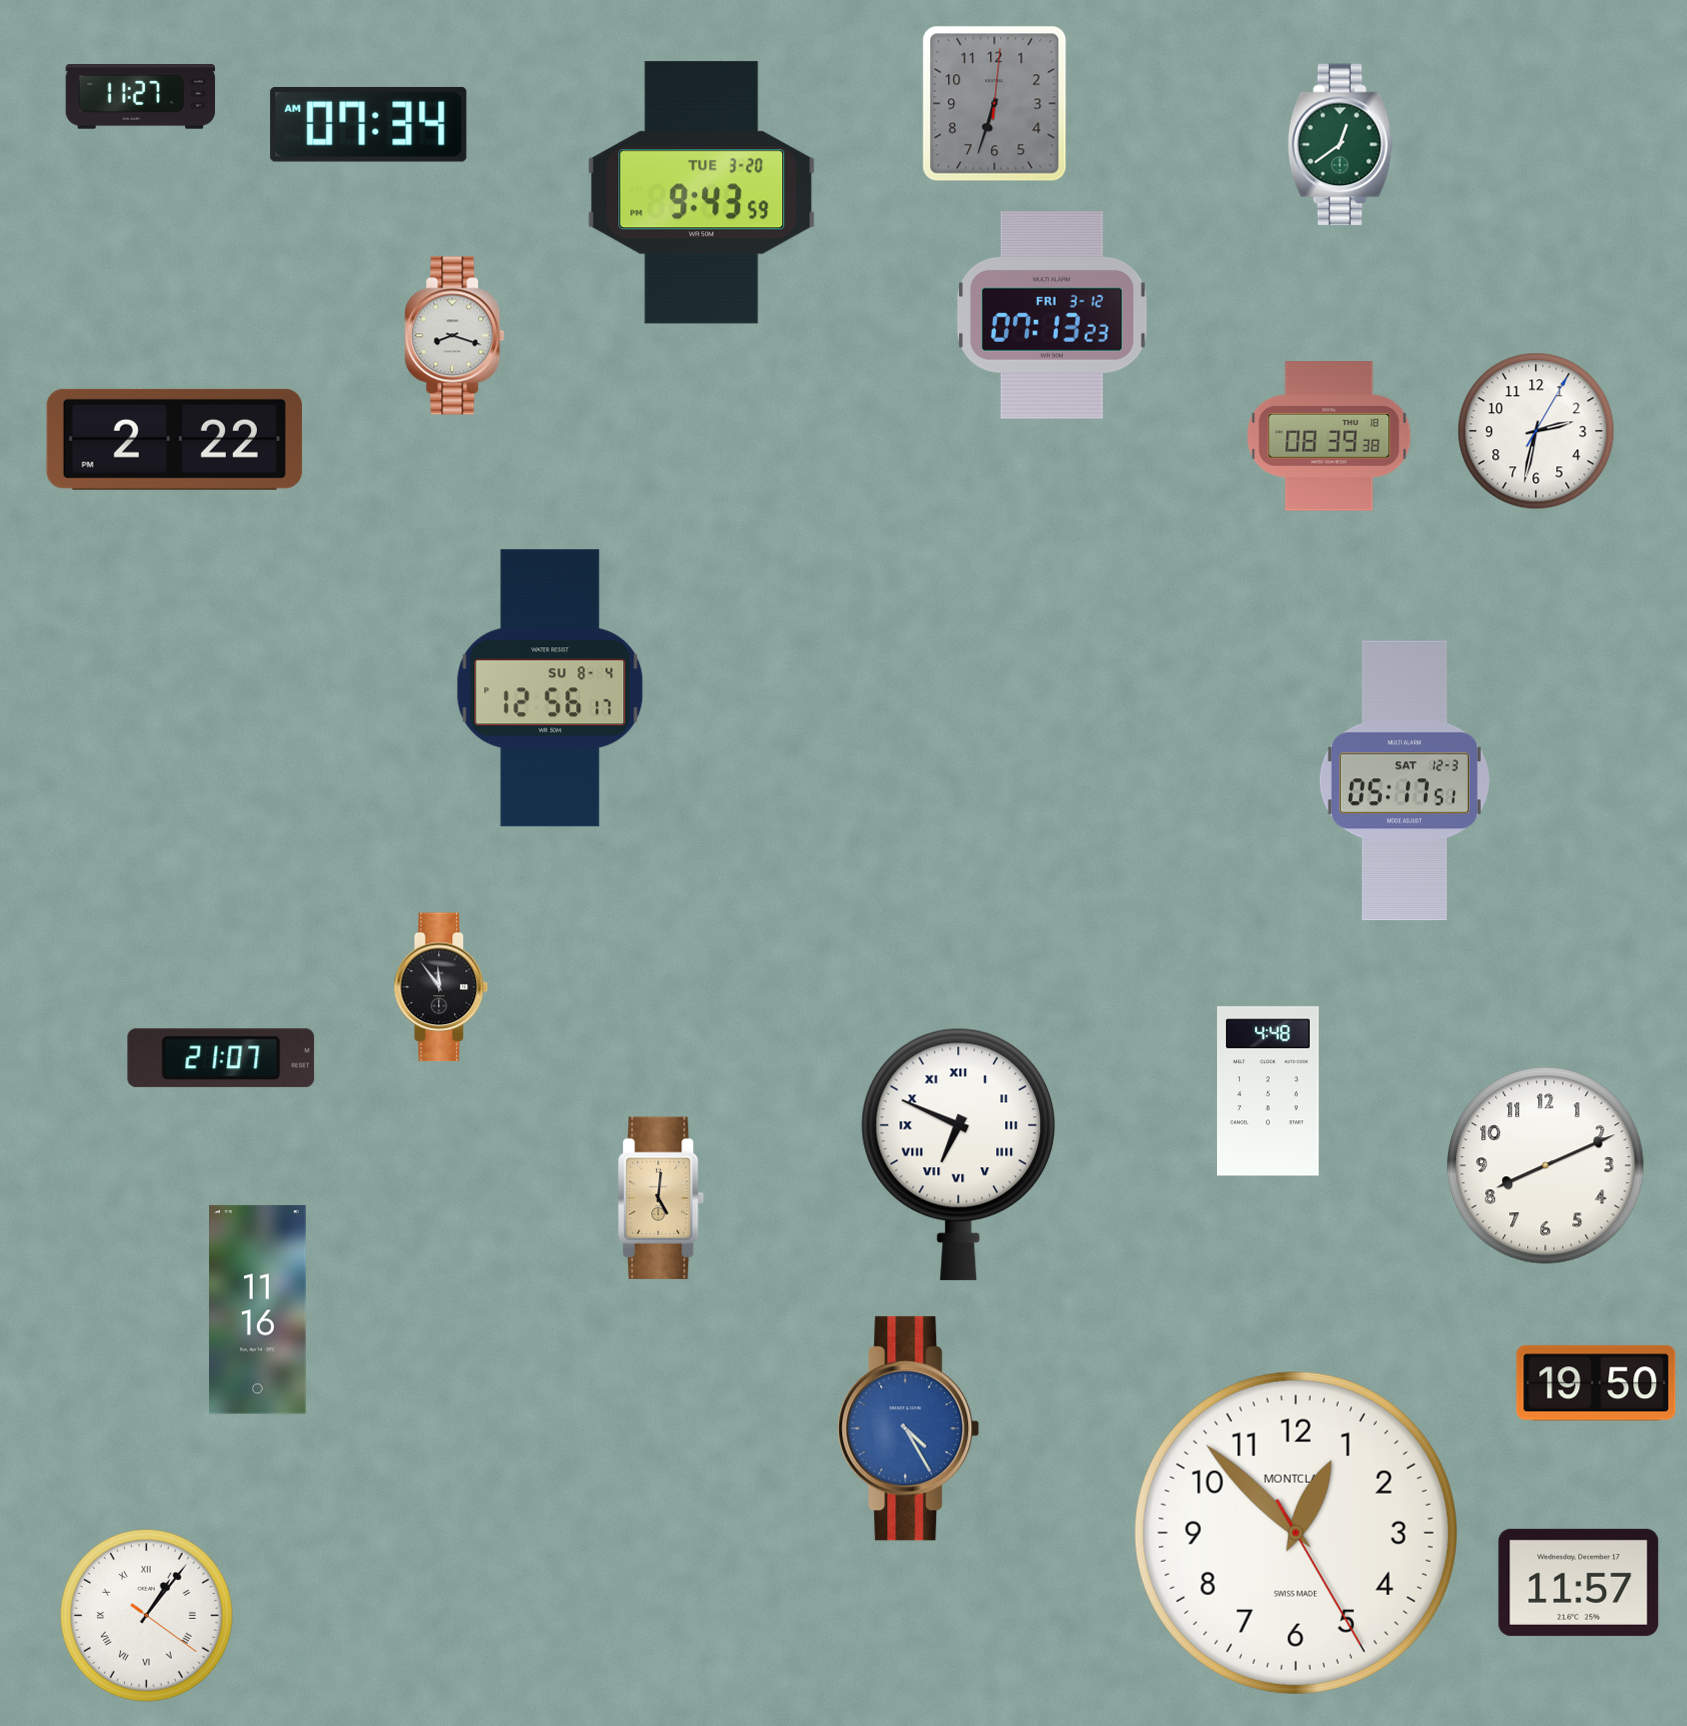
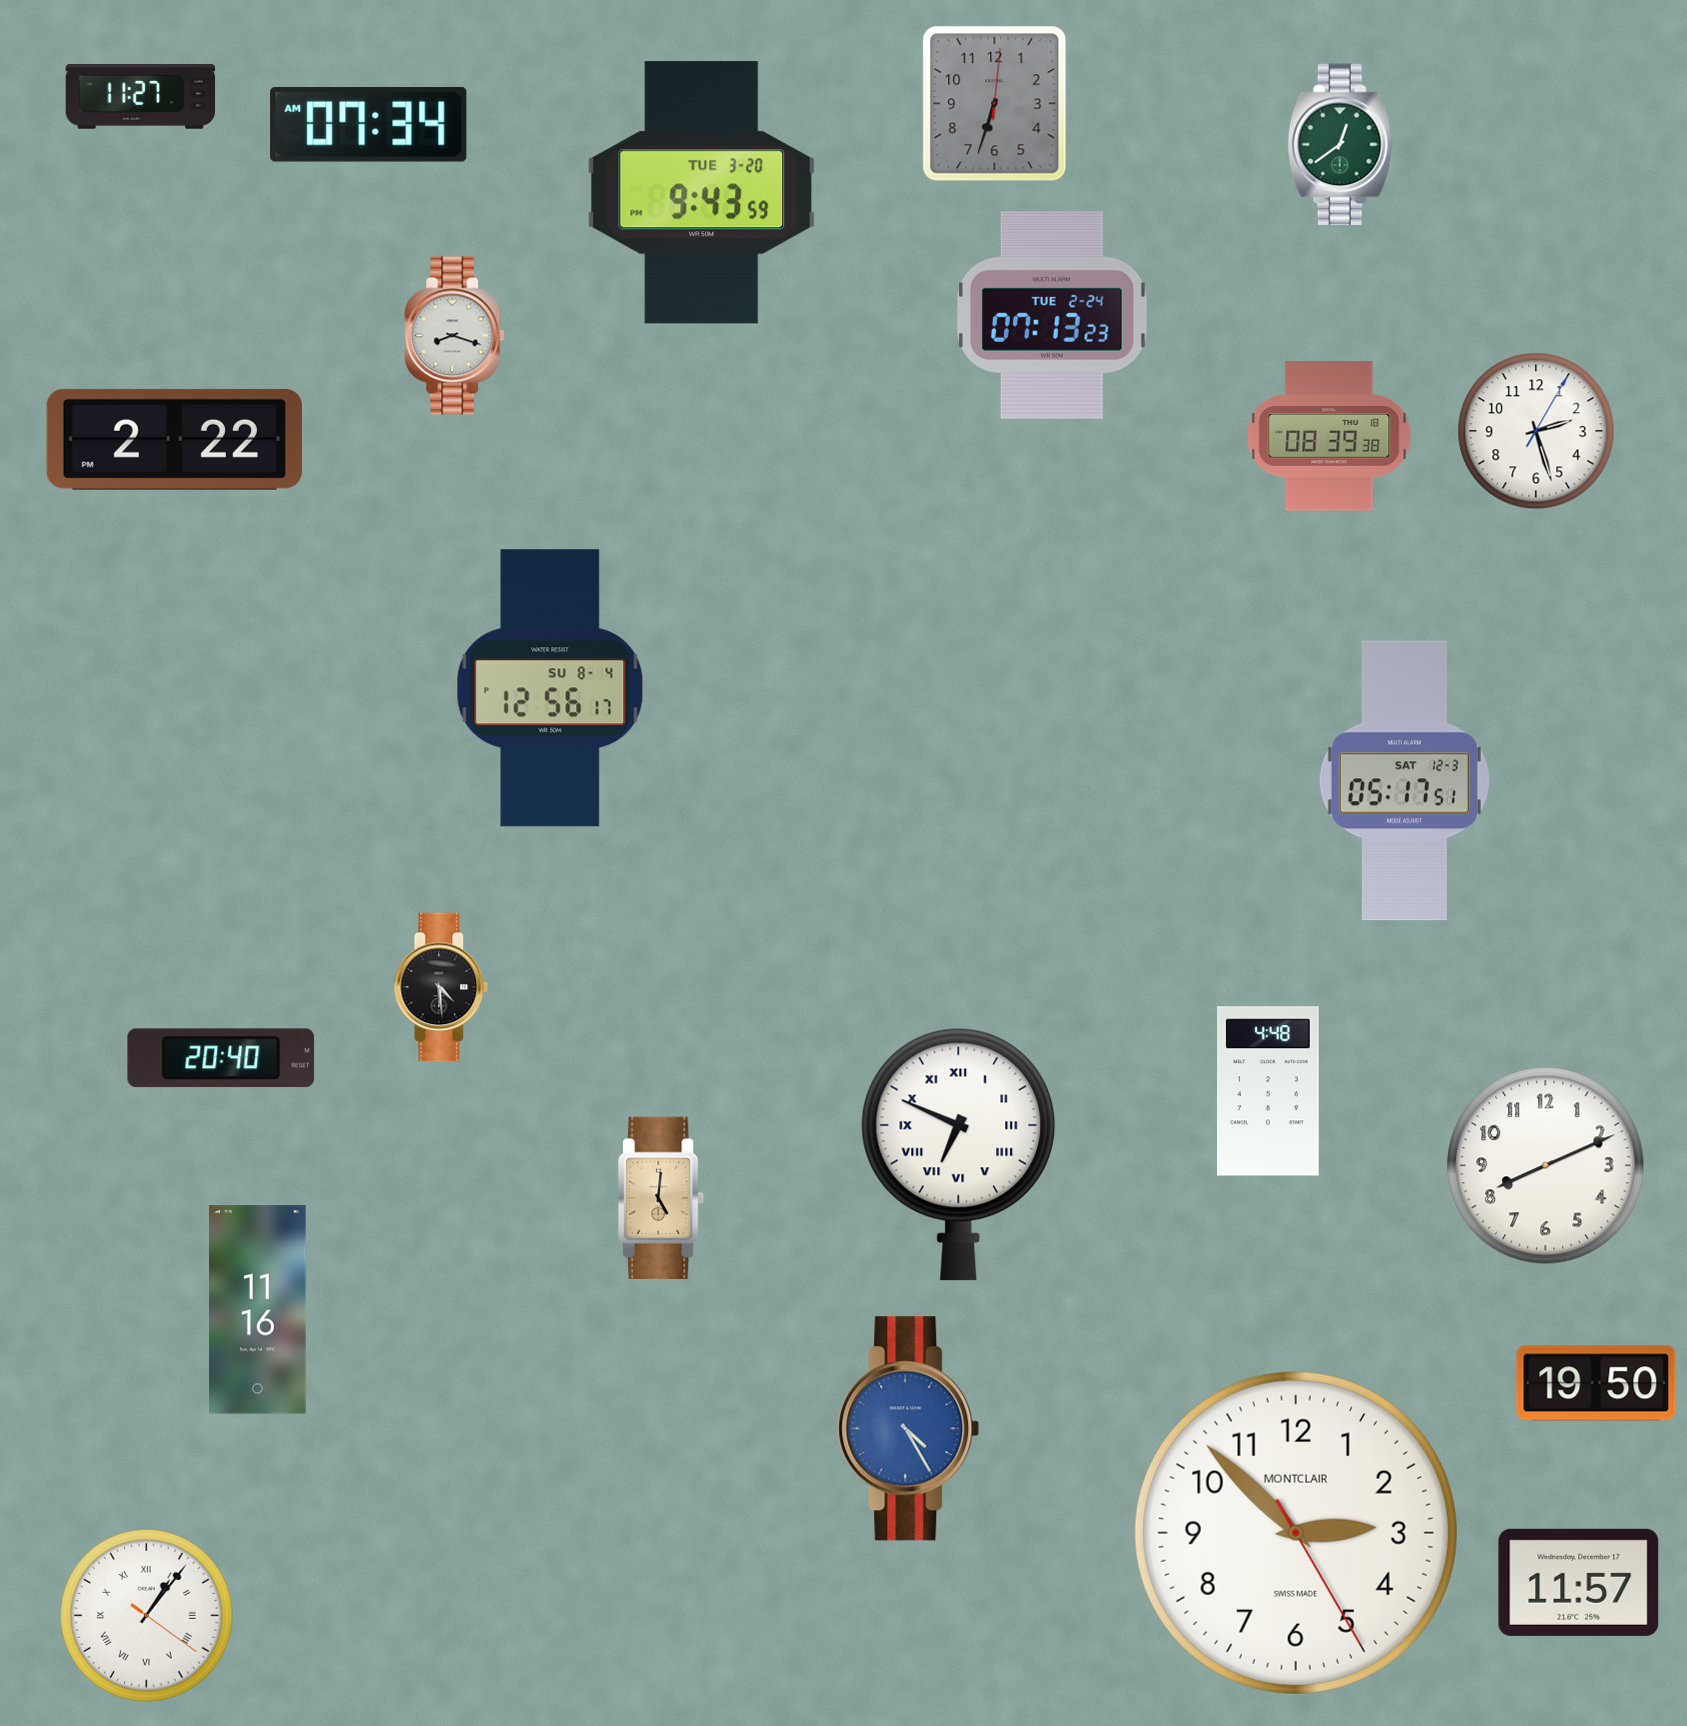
clock at (1052, 316) date: FRI 3-12 -> TUE 2-24
clock at (1536, 431): 2:32 -> 2:27
clock at (441, 987): 11:54 -> 4:29
clock at (221, 1058): 21:07 -> 20:40
clock at (1296, 1533): 12:52 -> 2:52
